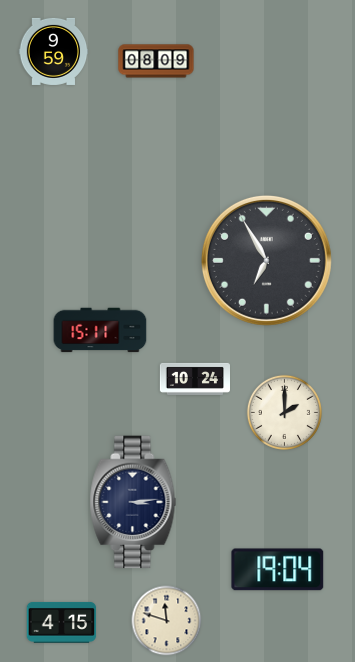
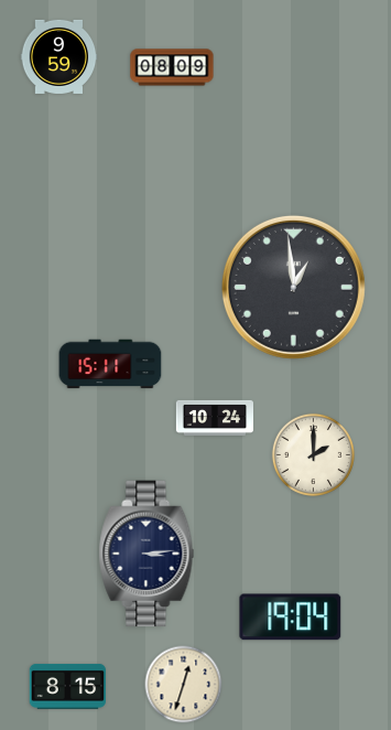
clock at (266, 260): 6:55 -> 12:59
clock at (278, 570) position: (278, 570) -> (291, 618)
clock at (167, 621): 11:48 -> 12:33
clock at (62, 622): 4:15 -> 8:15
